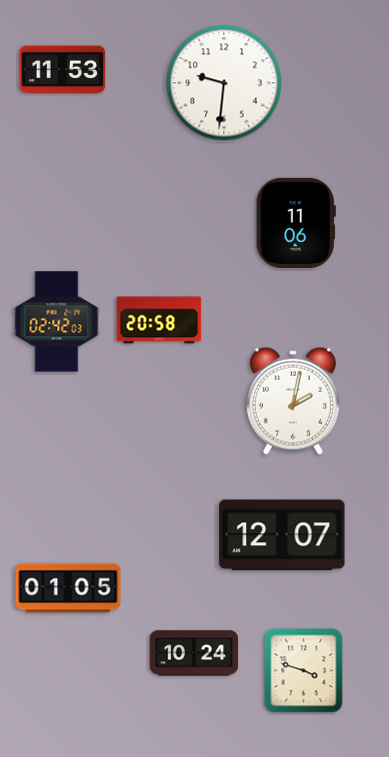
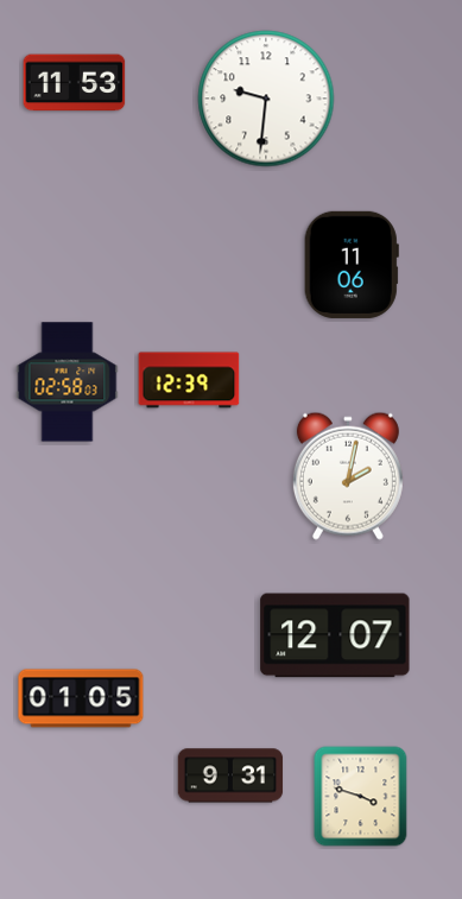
clock at (159, 320): 20:58 -> 12:39
clock at (57, 322): 02:42 -> 02:58
clock at (194, 653): 10:24 -> 9:31
